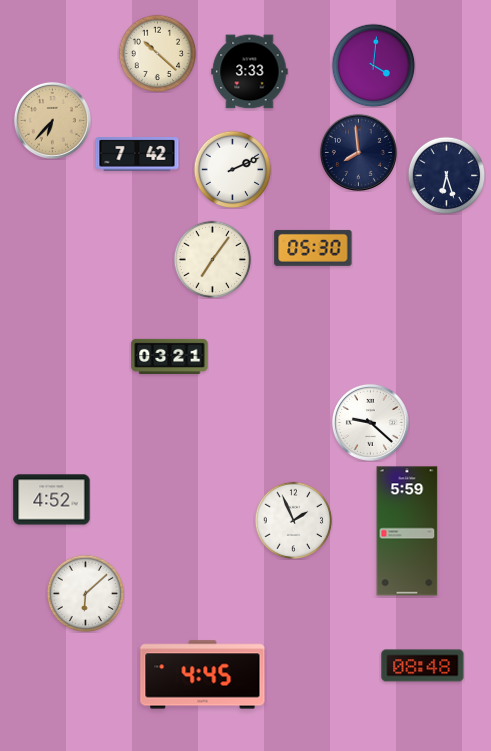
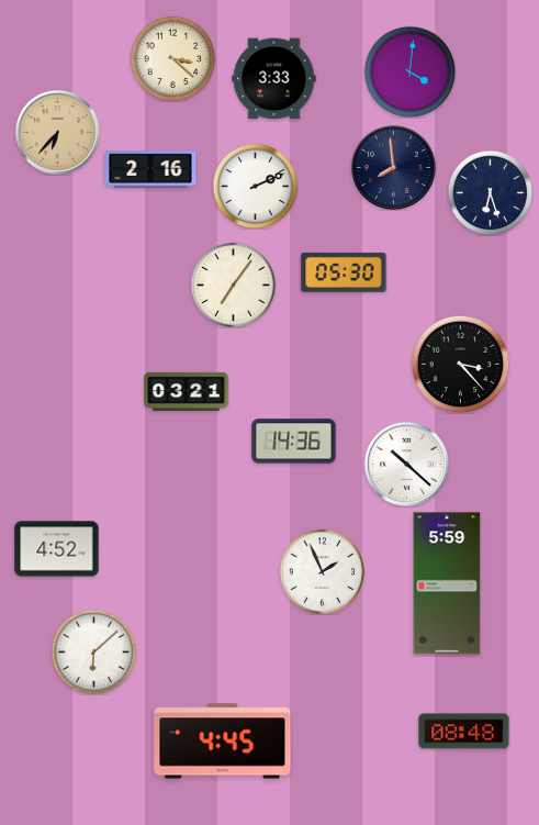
clock at (157, 53): 10:22 -> 3:22
clock at (137, 154): 7:42 -> 2:16
clock at (460, 364): none -> 3:23
clock at (294, 442): none -> 14:36
clock at (370, 422): 9:22 -> 10:22
